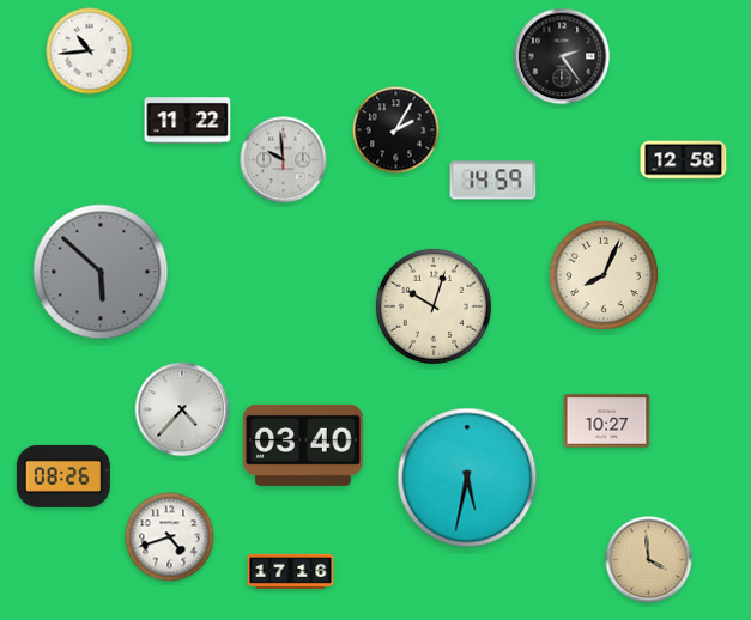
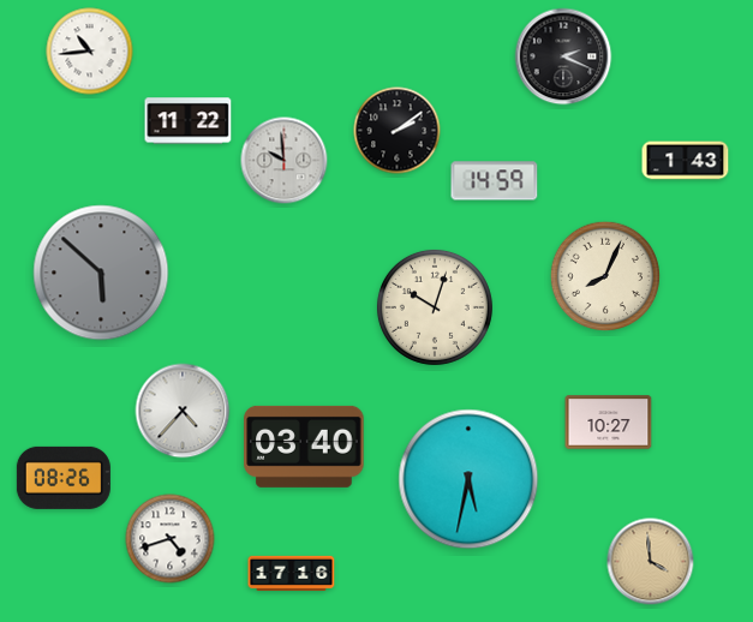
clock at (562, 56): 2:24 -> 2:19
clock at (396, 130): 2:05 -> 2:09
clock at (684, 160): 12:58 -> 1:43
